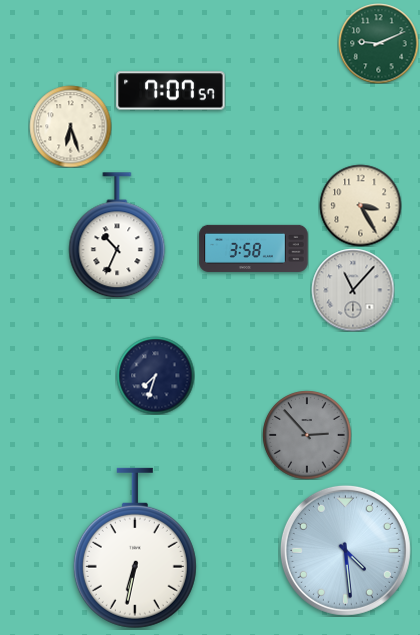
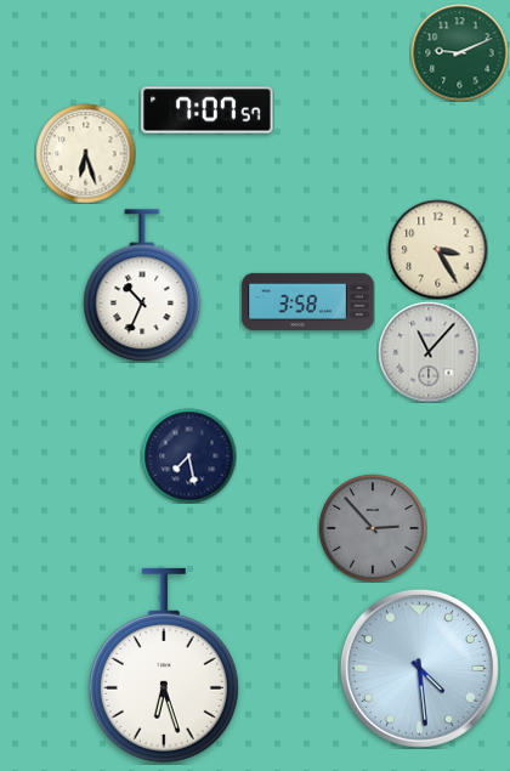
clock at (155, 375): 7:33 -> 7:28
clock at (135, 548): 6:32 -> 6:27
